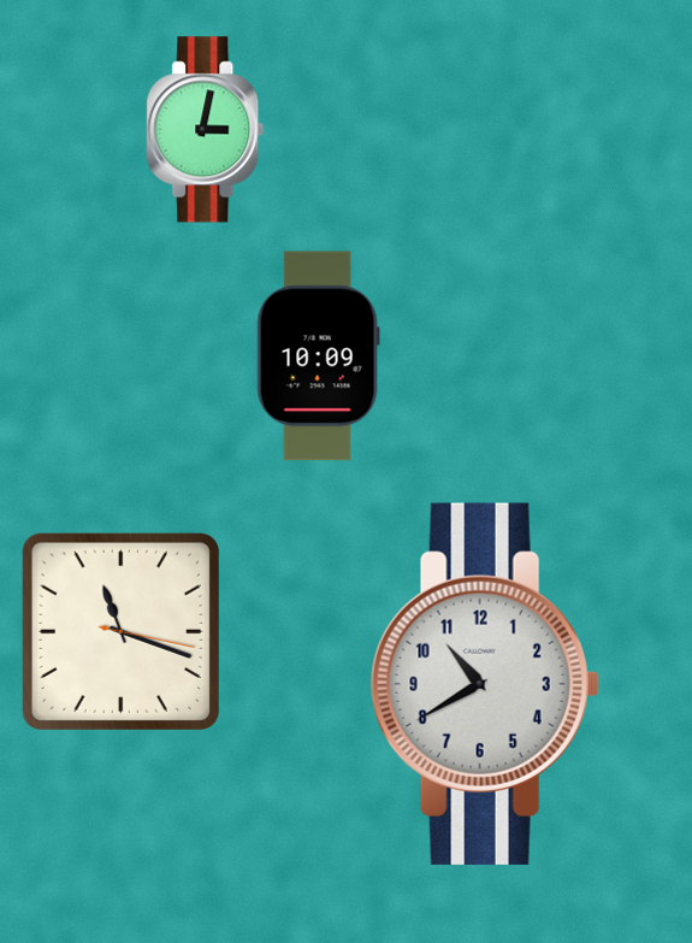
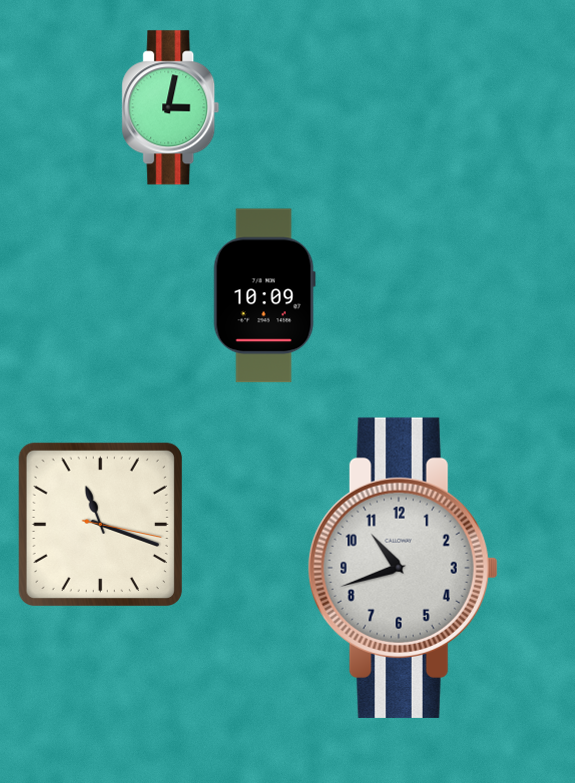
clock at (485, 684): 10:40 -> 10:42
